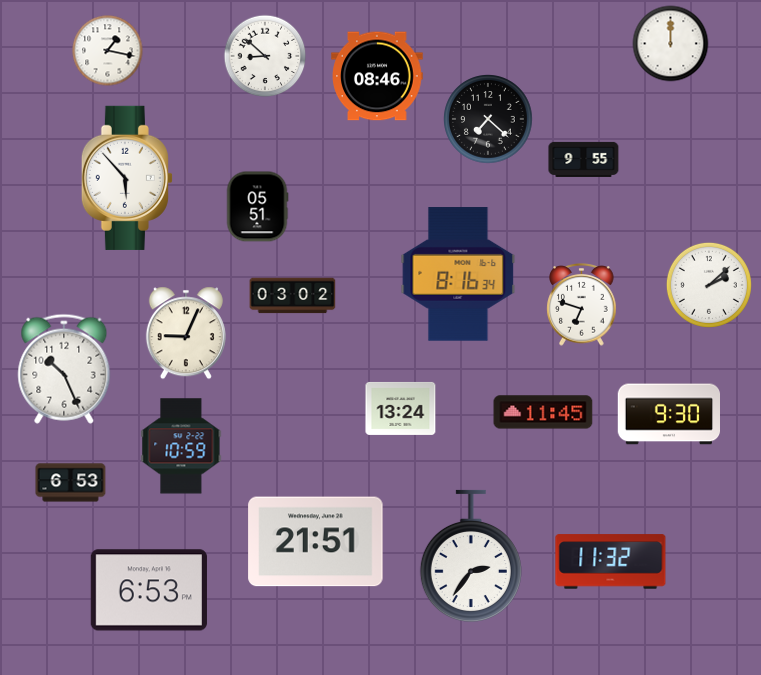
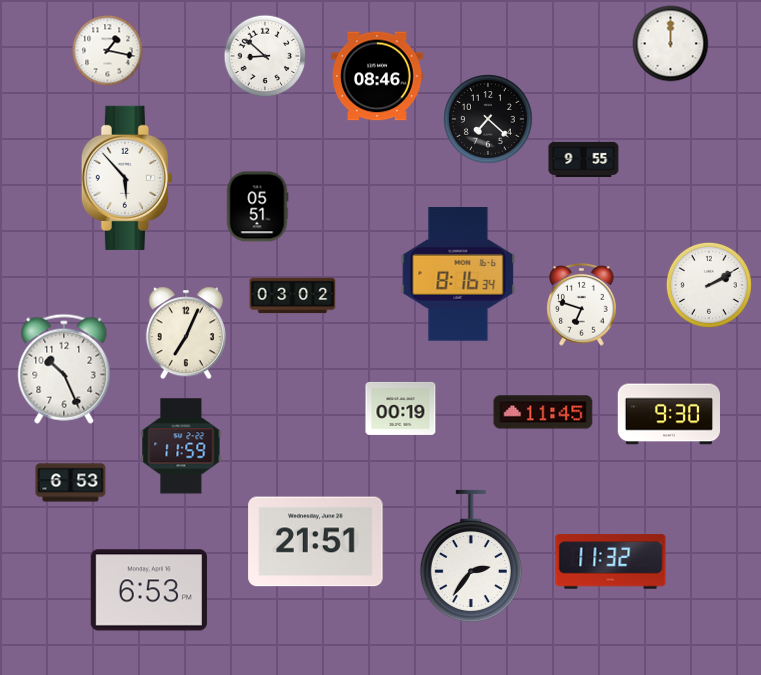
clock at (709, 285): 2:08 -> 2:10
clock at (186, 333): 9:04 -> 7:04
clock at (401, 408): 13:24 -> 00:19
clock at (181, 446): 10:59 -> 11:59
